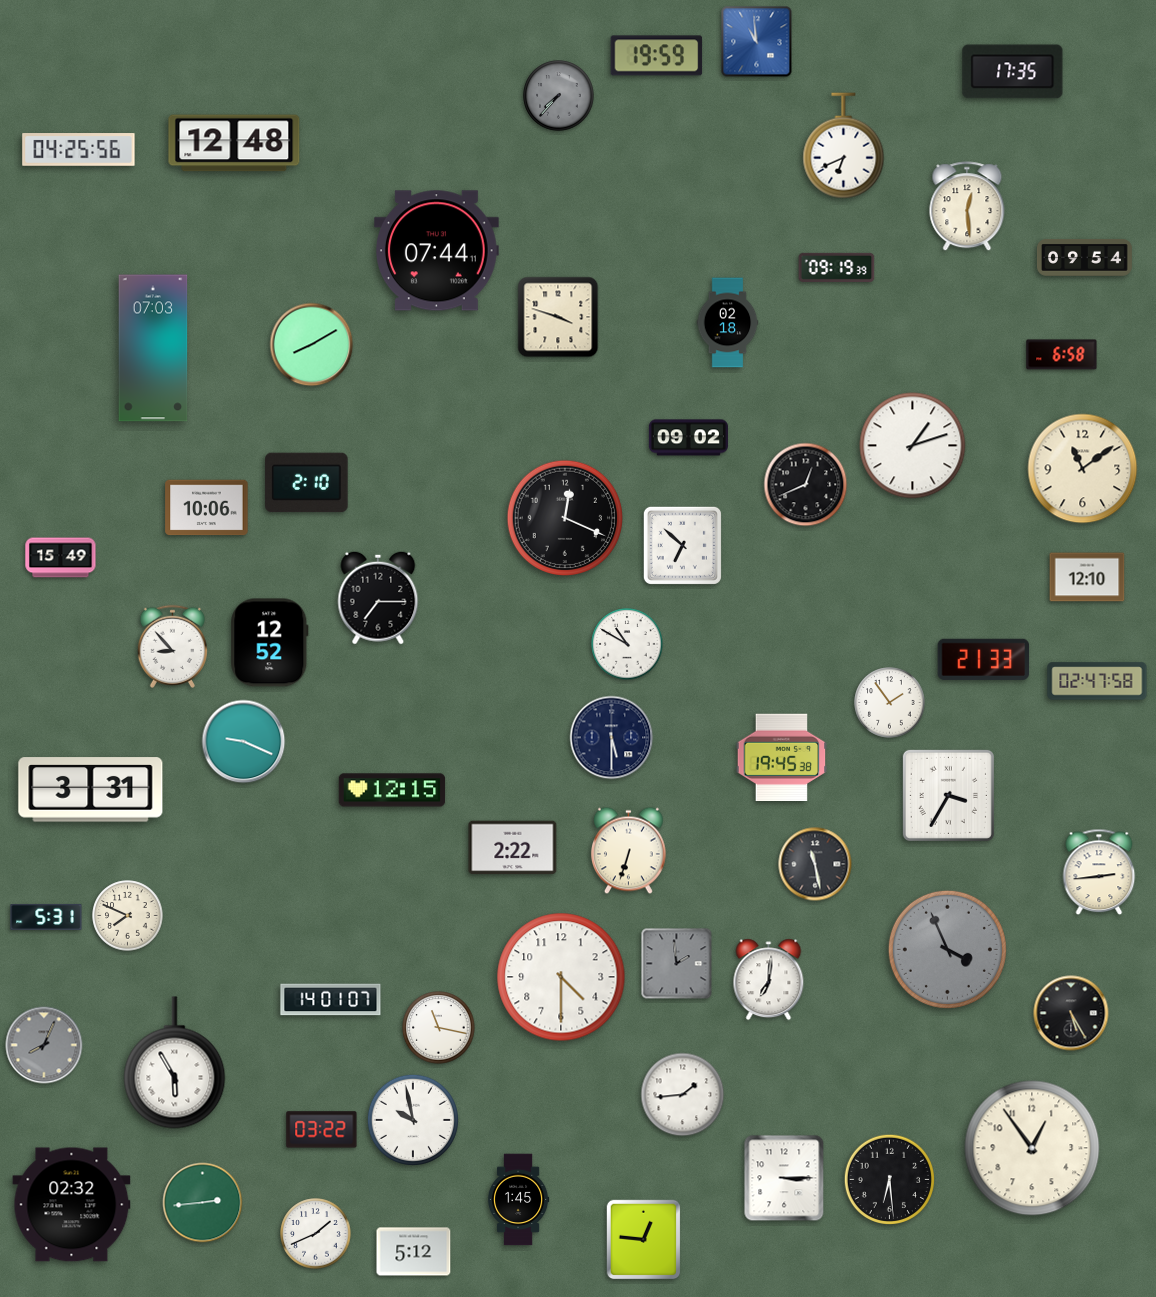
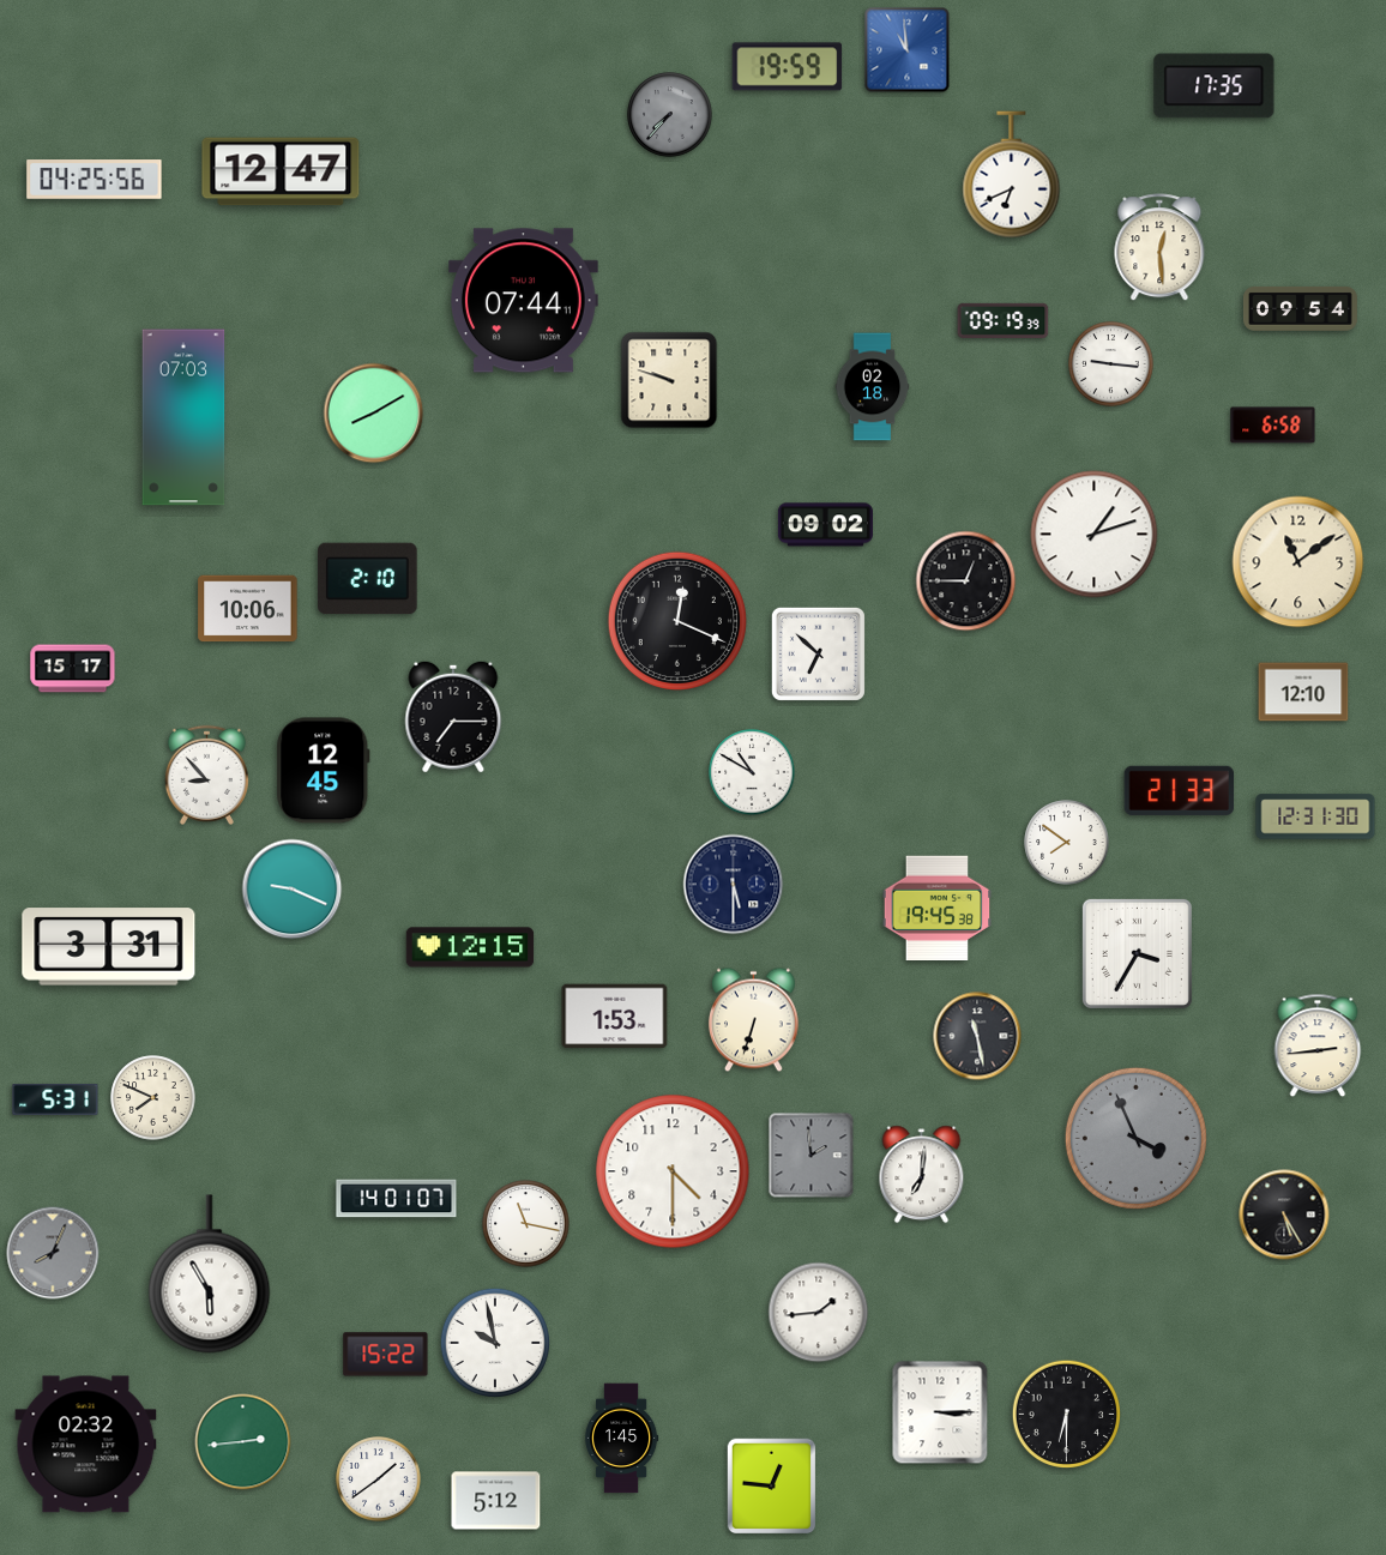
clock at (234, 143): 12:48 -> 12:47
clock at (1111, 364): none -> 9:16
clock at (558, 317): 3:48 -> 9:48
clock at (806, 485): 12:41 -> 12:45
clock at (61, 558): 15:49 -> 15:17
clock at (270, 643): 12:52 -> 12:45
clock at (1097, 681): 02:47 -> 12:31
clock at (890, 703): 1:54 -> 7:51
clock at (513, 848): 2:22 -> 1:53
clock at (439, 1028) position: (439, 1028) -> (526, 1224)
clock at (322, 1130): 03:22 -> 15:22
clock at (1032, 1148): 12:54 -> none
clock at (889, 1179): 6:29 -> 6:30
clock at (316, 1234): 1:41 -> 1:39
